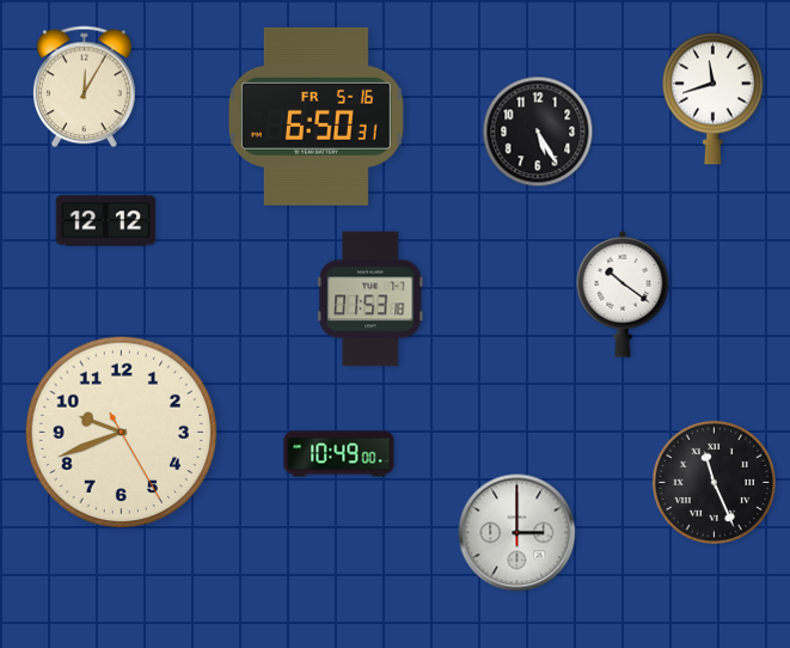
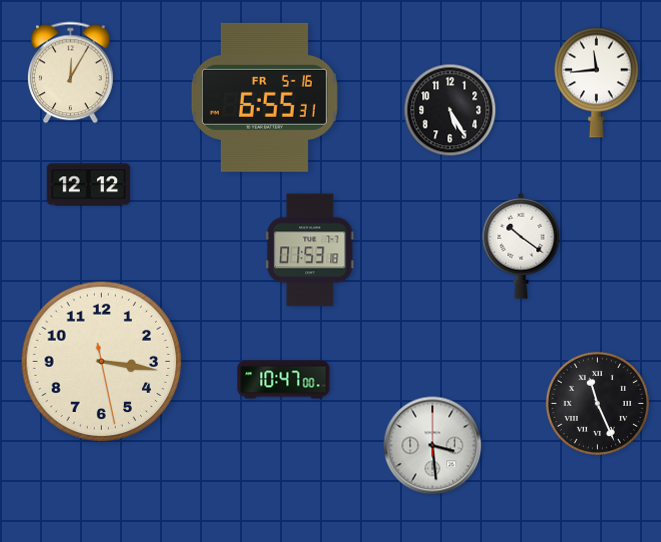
clock at (714, 98): 11:42 -> 11:44
clock at (316, 116): 6:50 -> 6:55
clock at (122, 433): 9:41 -> 3:16
clock at (339, 454): 10:49 -> 10:47
clock at (518, 533): 3:00 -> 3:29
